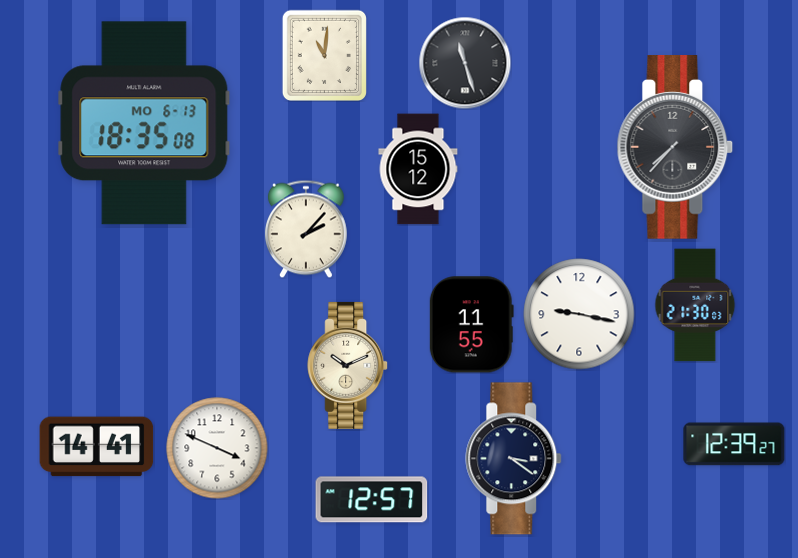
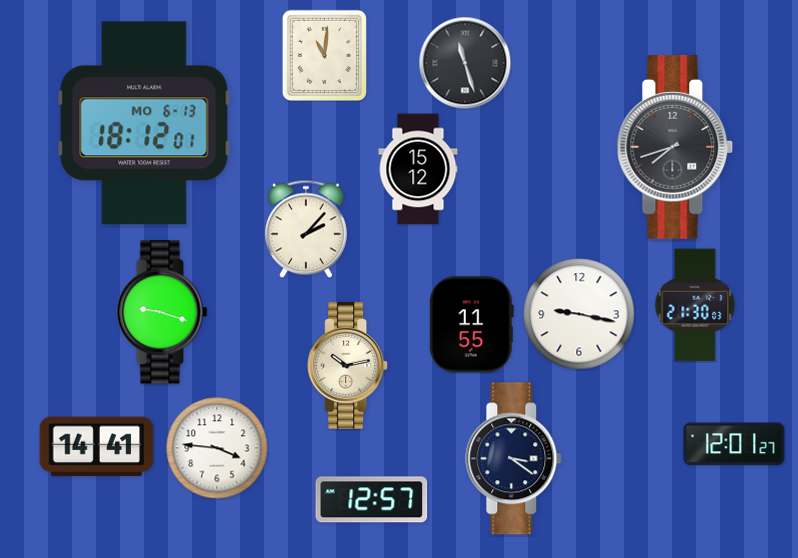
clock at (144, 123): 18:35 -> 18:12
clock at (675, 148): 7:37 -> 7:42
clock at (162, 312): none -> 9:18
clock at (348, 365): 10:11 -> 10:13
clock at (734, 444): 12:39 -> 12:01
clock at (217, 448): 3:49 -> 3:46
